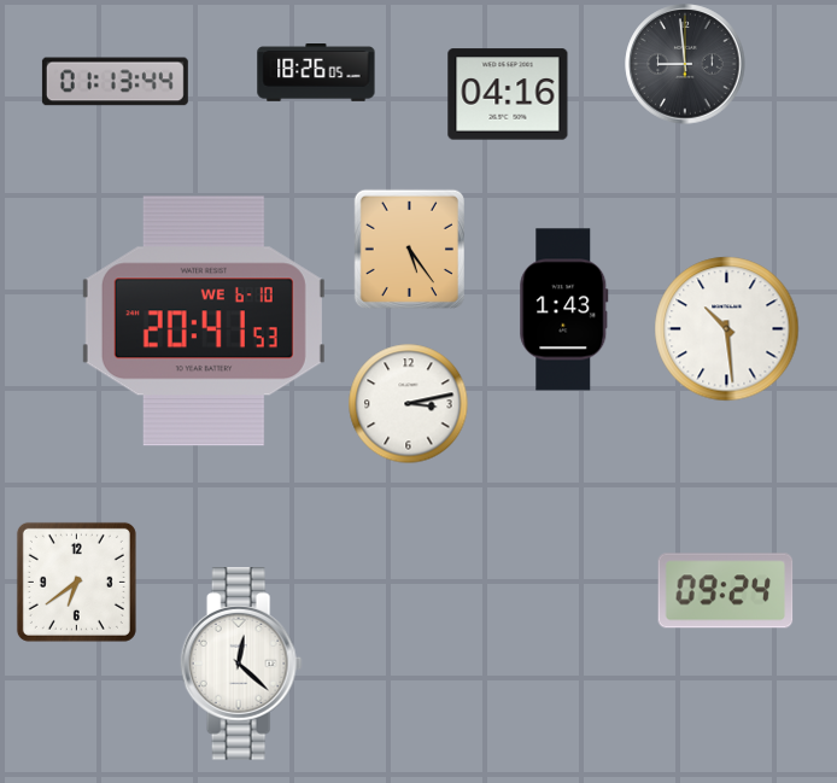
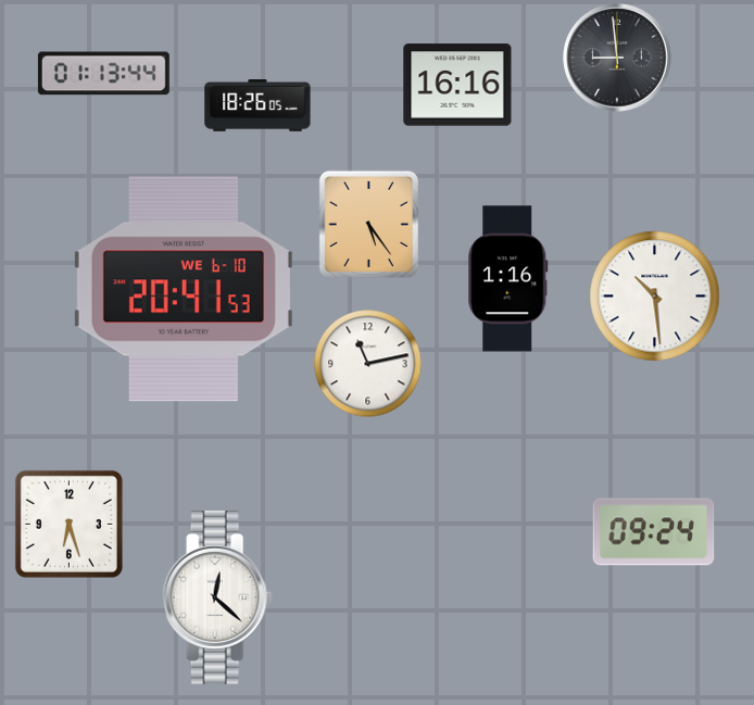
clock at (316, 74) position: (316, 74) -> (257, 106)
clock at (508, 94): 04:16 -> 16:16
clock at (564, 310): 1:43 -> 1:16
clock at (409, 404): 3:13 -> 11:13
clock at (76, 582): 6:39 -> 6:27
